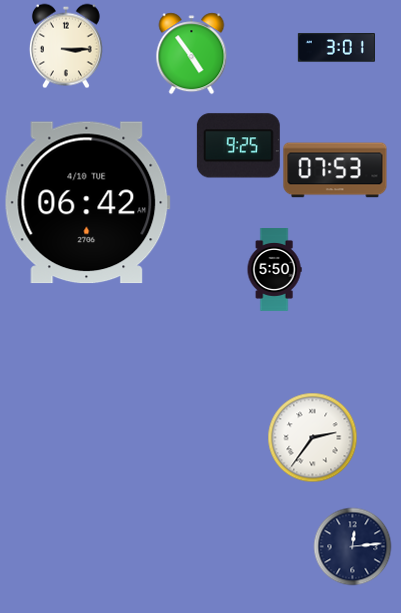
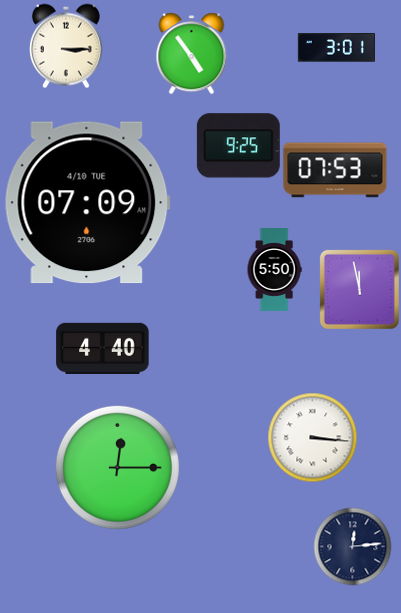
clock at (87, 203): 06:42 -> 07:09
clock at (359, 289): none -> 11:58
clock at (103, 348): none -> 4:40
clock at (312, 437): 2:36 -> 3:16
clock at (117, 467): none -> 12:15
